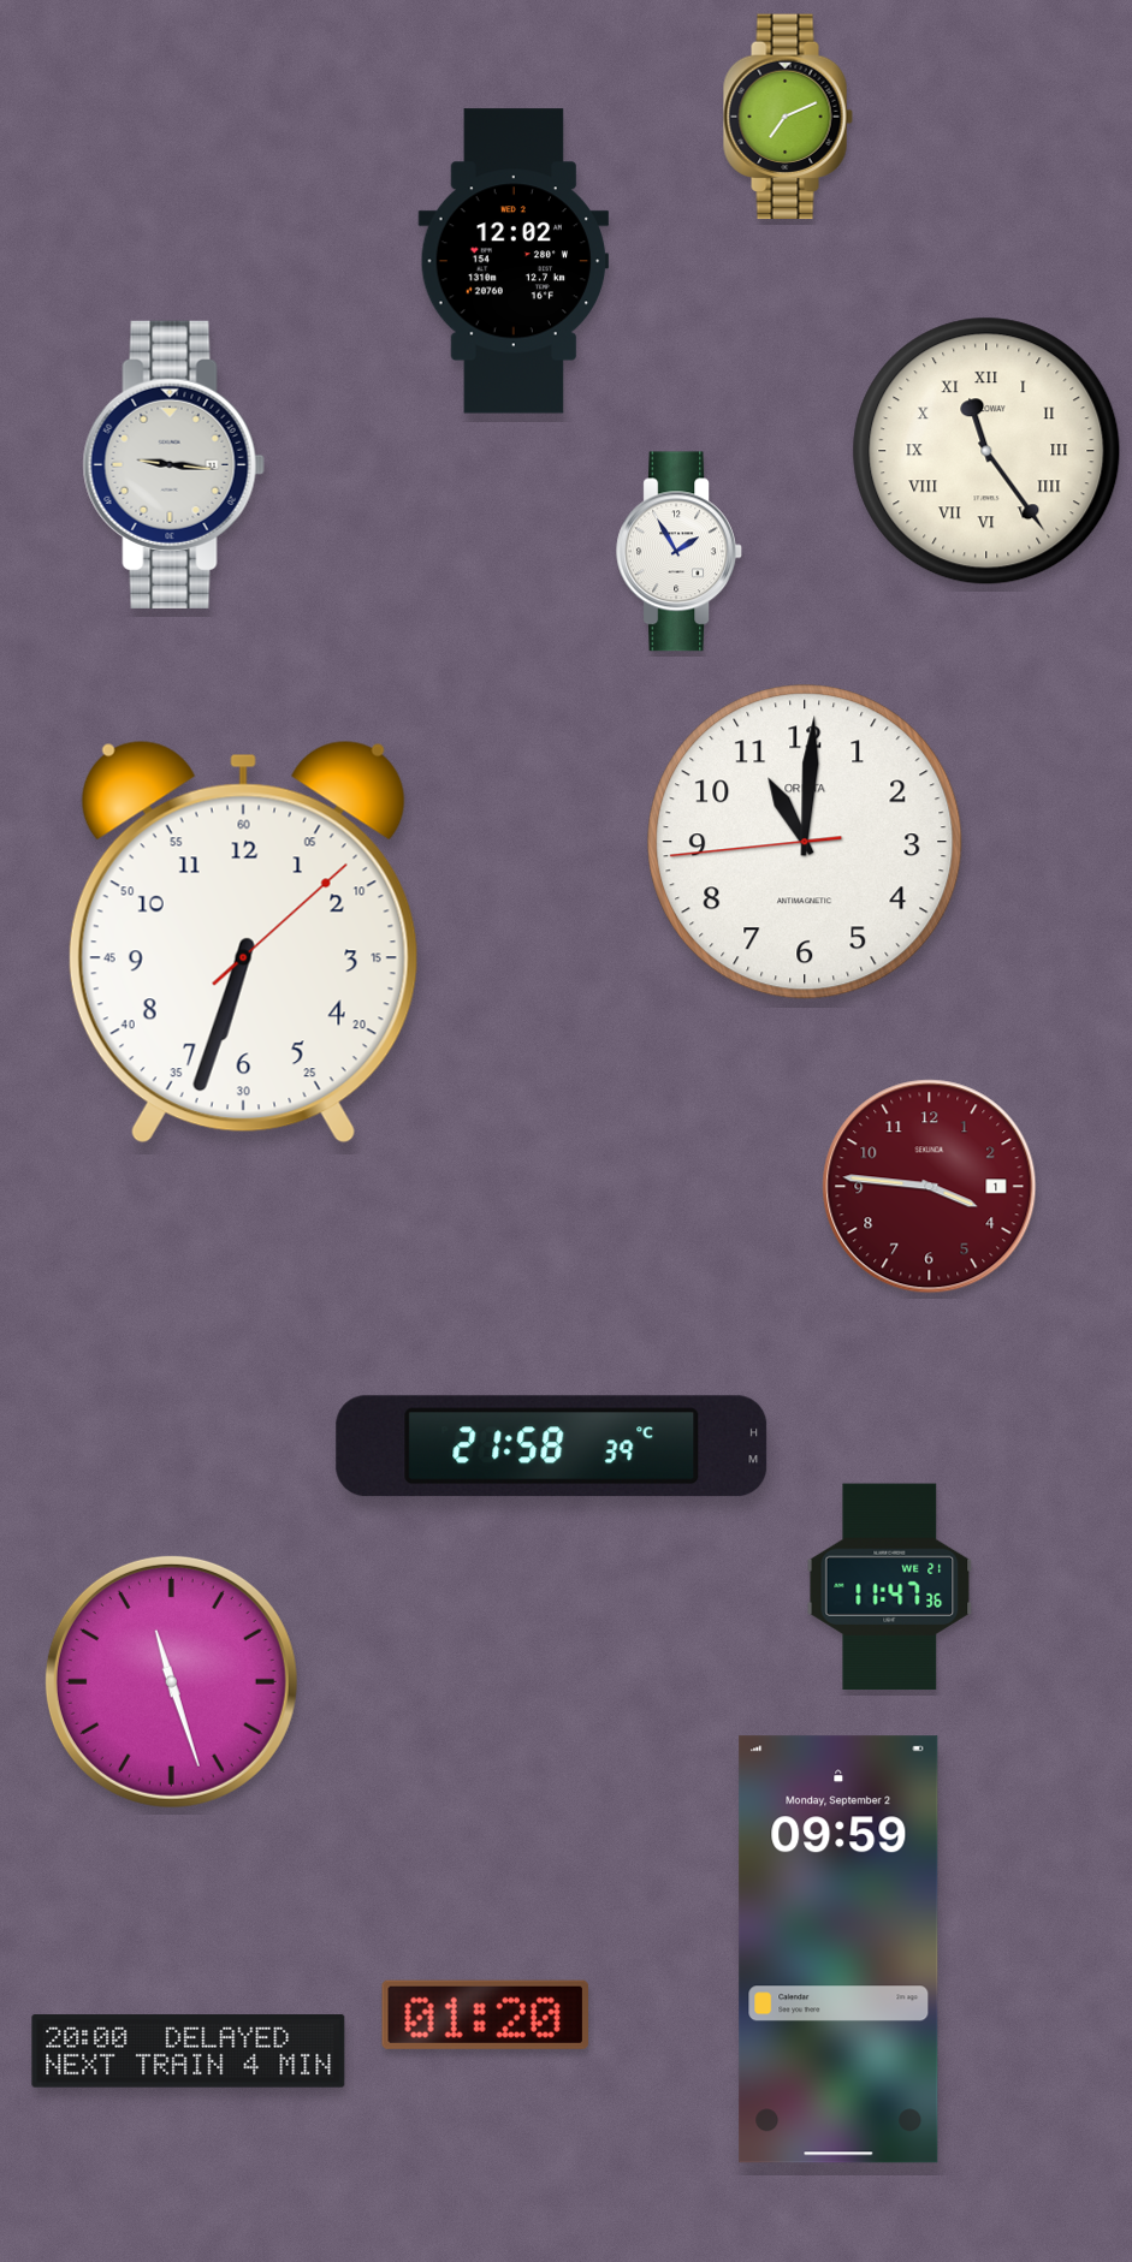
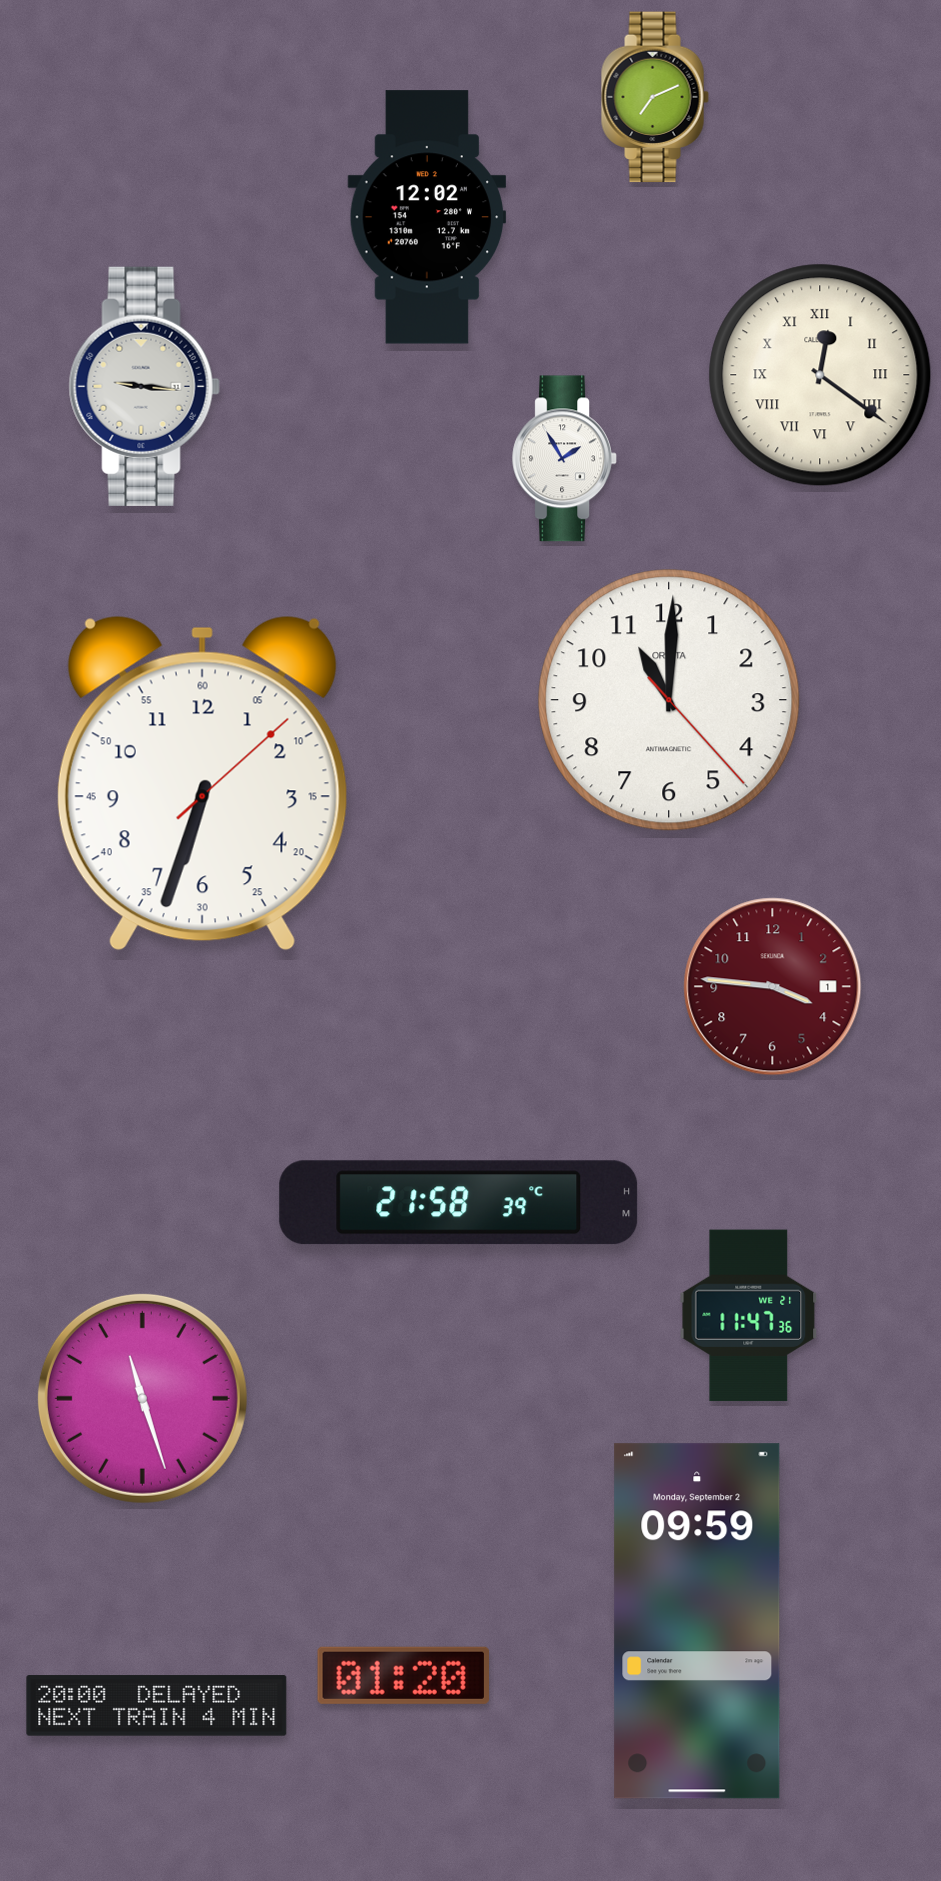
clock at (986, 451): 11:24 -> 12:21
clock at (805, 842): 11:00:44 -> 11:00:23
clock at (890, 1587) position: (890, 1587) -> (749, 1316)
